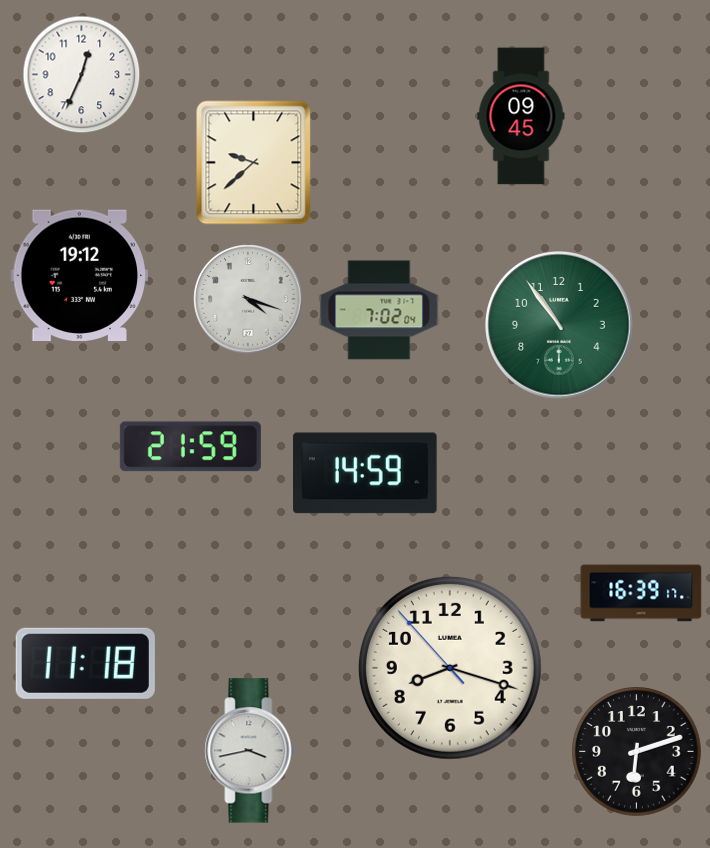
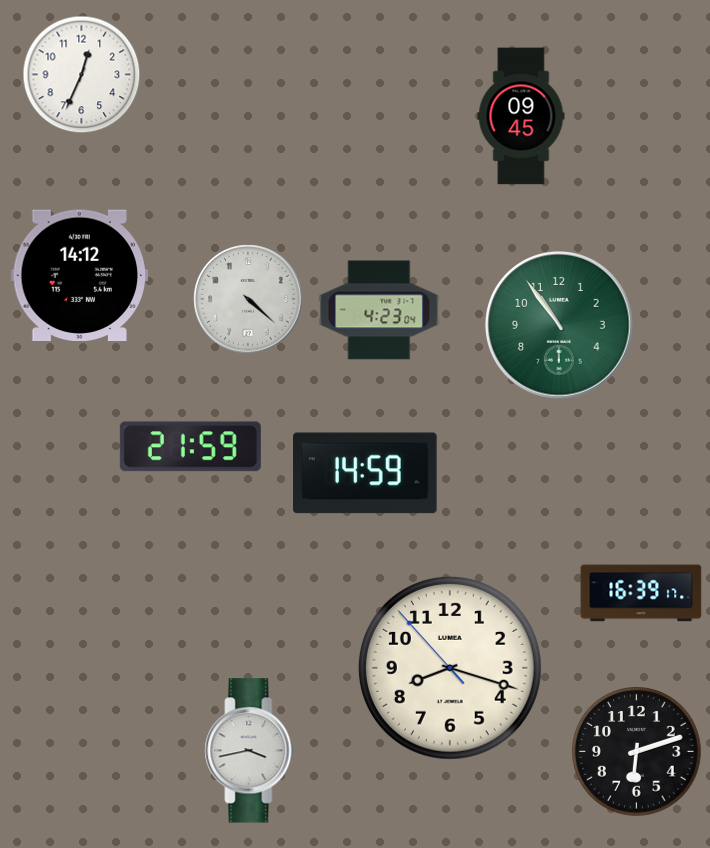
clock at (254, 163): 9:38 -> none
clock at (80, 275): 19:12 -> 14:12
clock at (248, 299): 4:18 -> 4:22
clock at (379, 310): 7:02 -> 4:23
clock at (85, 663): 11:18 -> none
